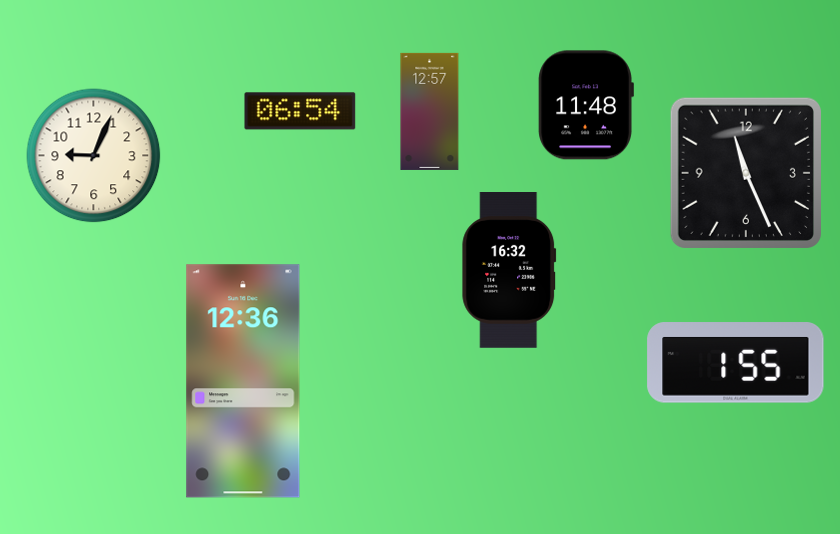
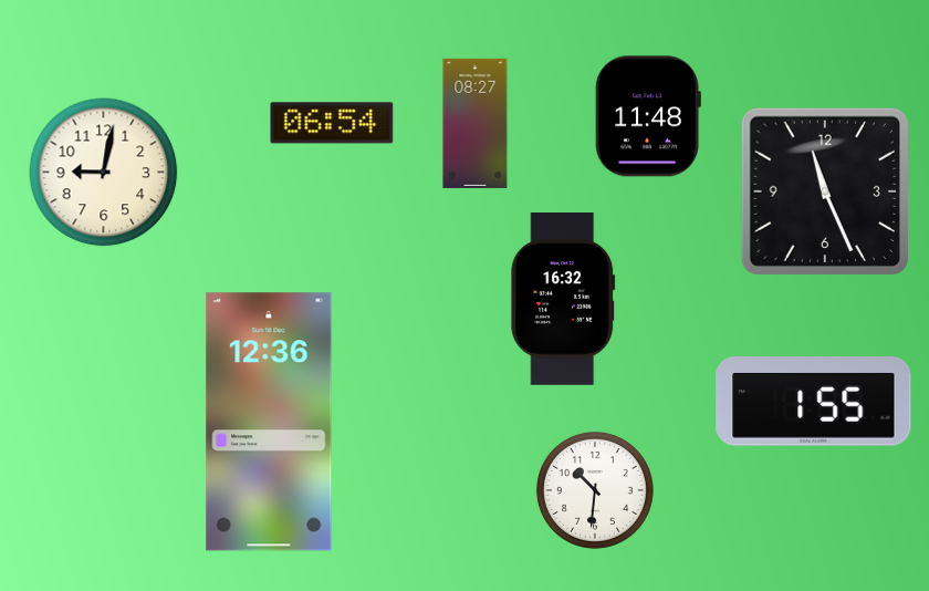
clock at (430, 111): 12:57 -> 08:27
clock at (94, 156): 9:04 -> 9:02
clock at (595, 490): none -> 10:31
